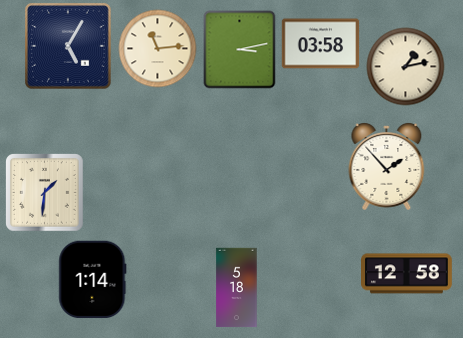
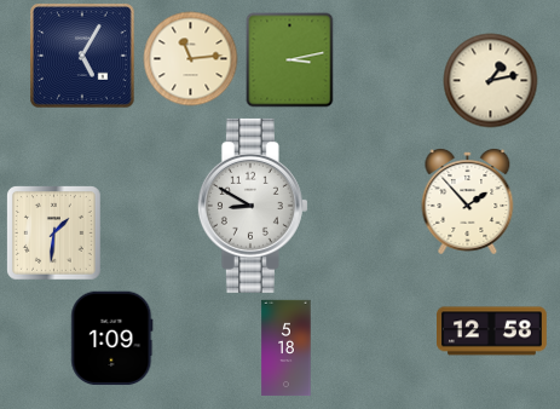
clock at (320, 44): 03:58 -> none
clock at (253, 206): none -> 8:50
clock at (93, 279): 1:14 -> 1:09
